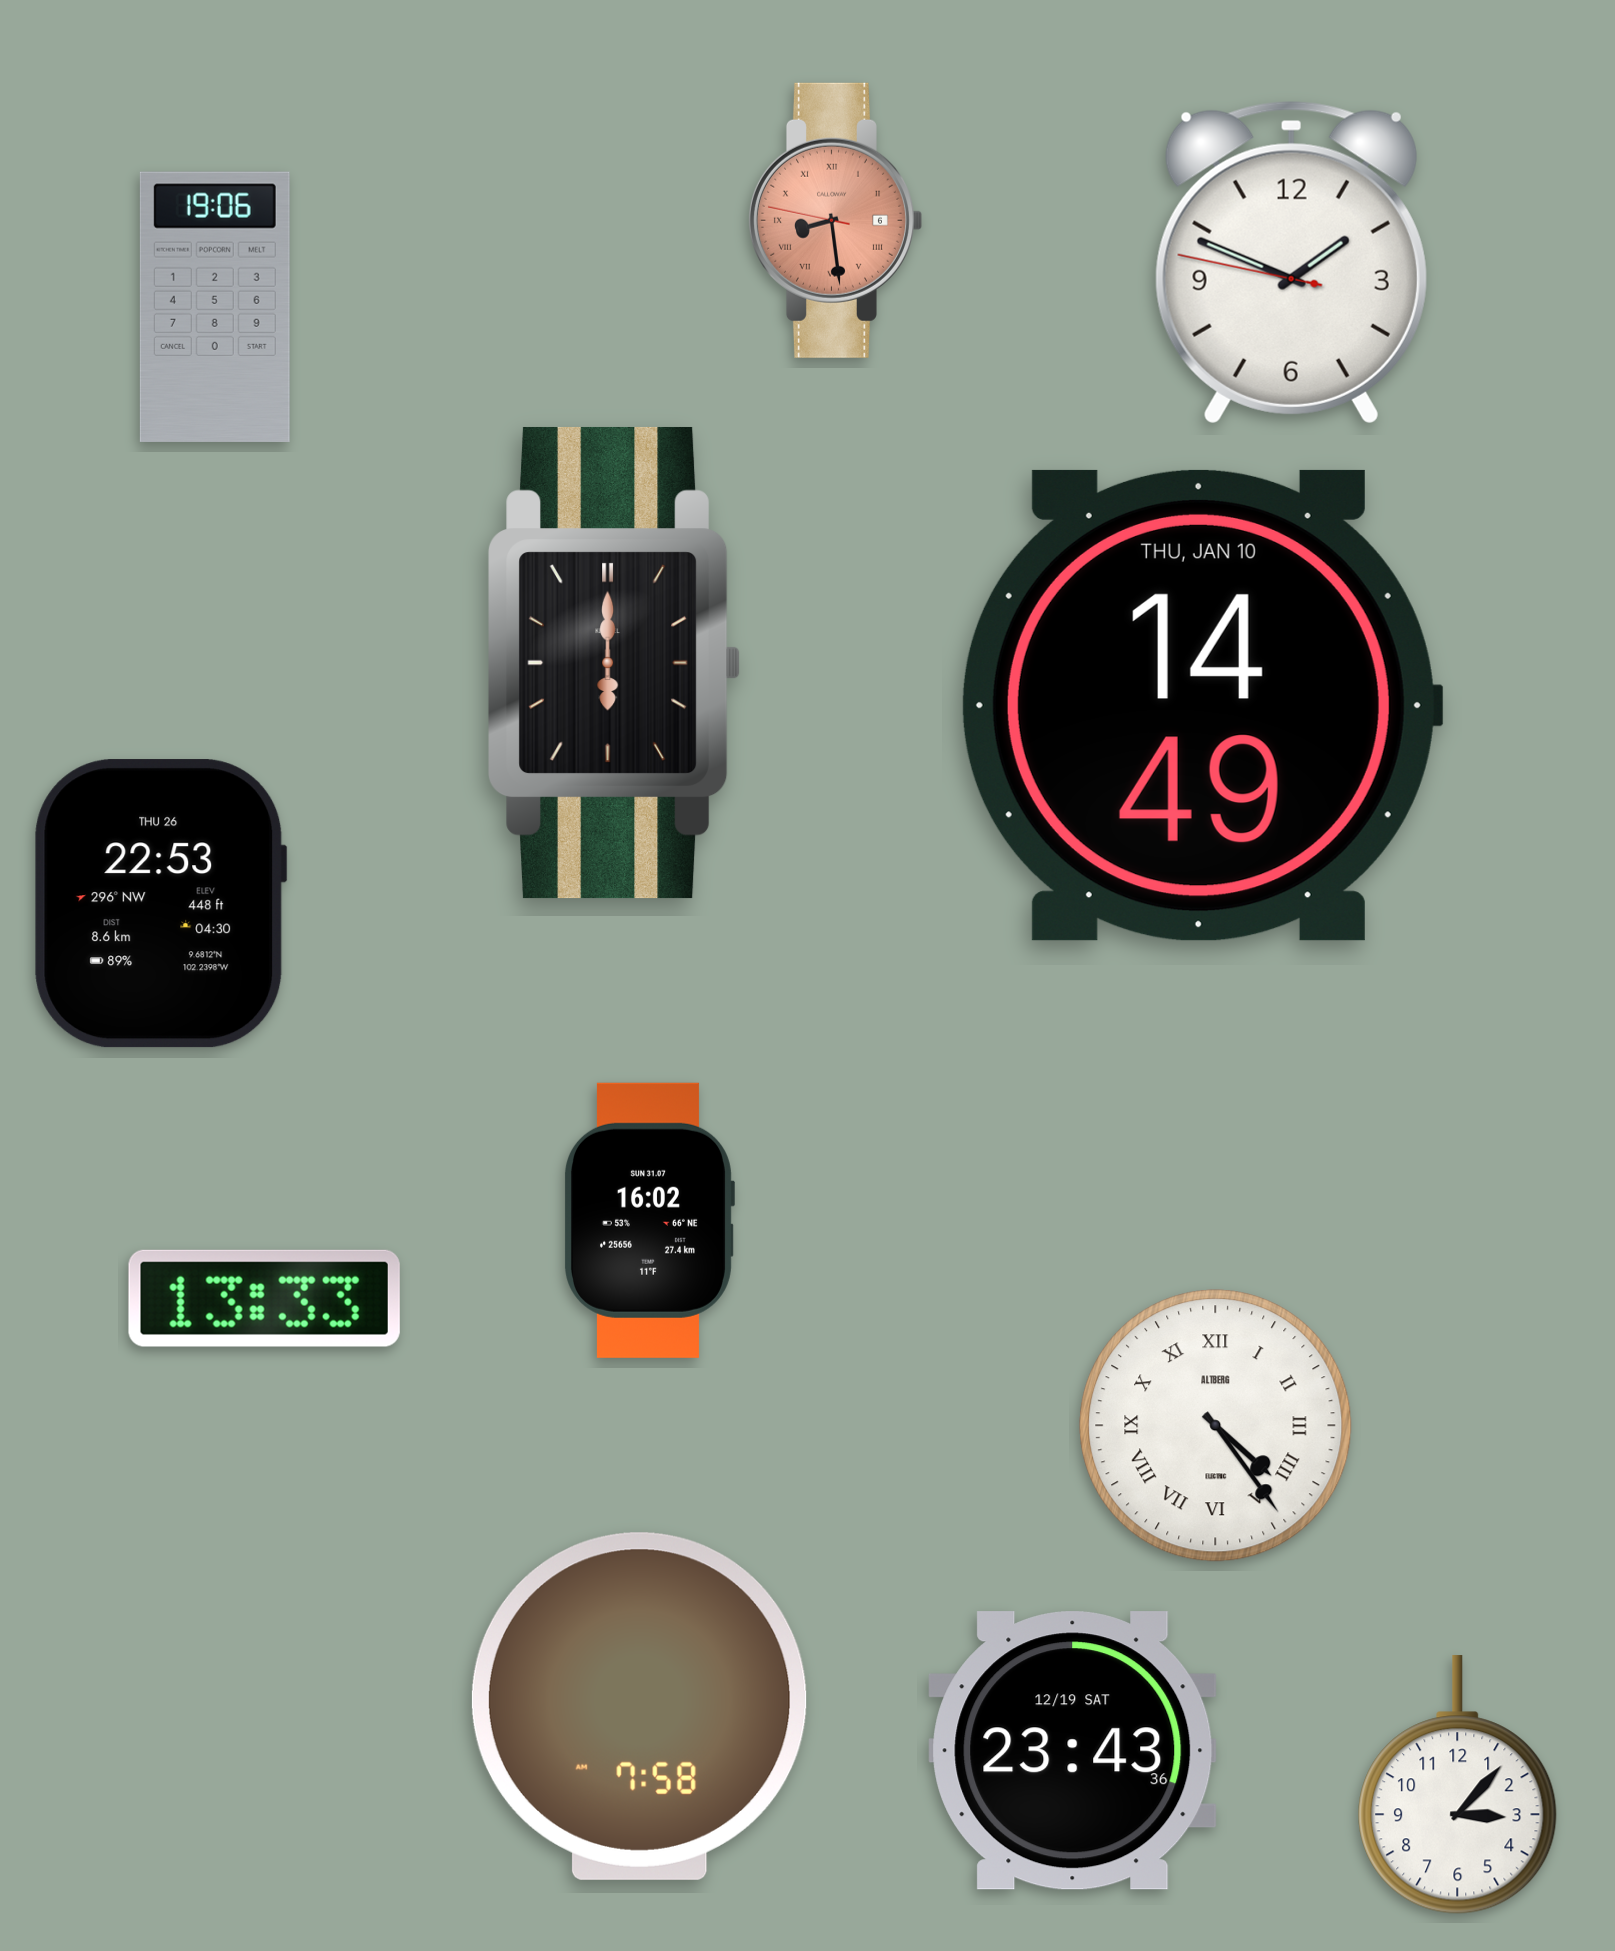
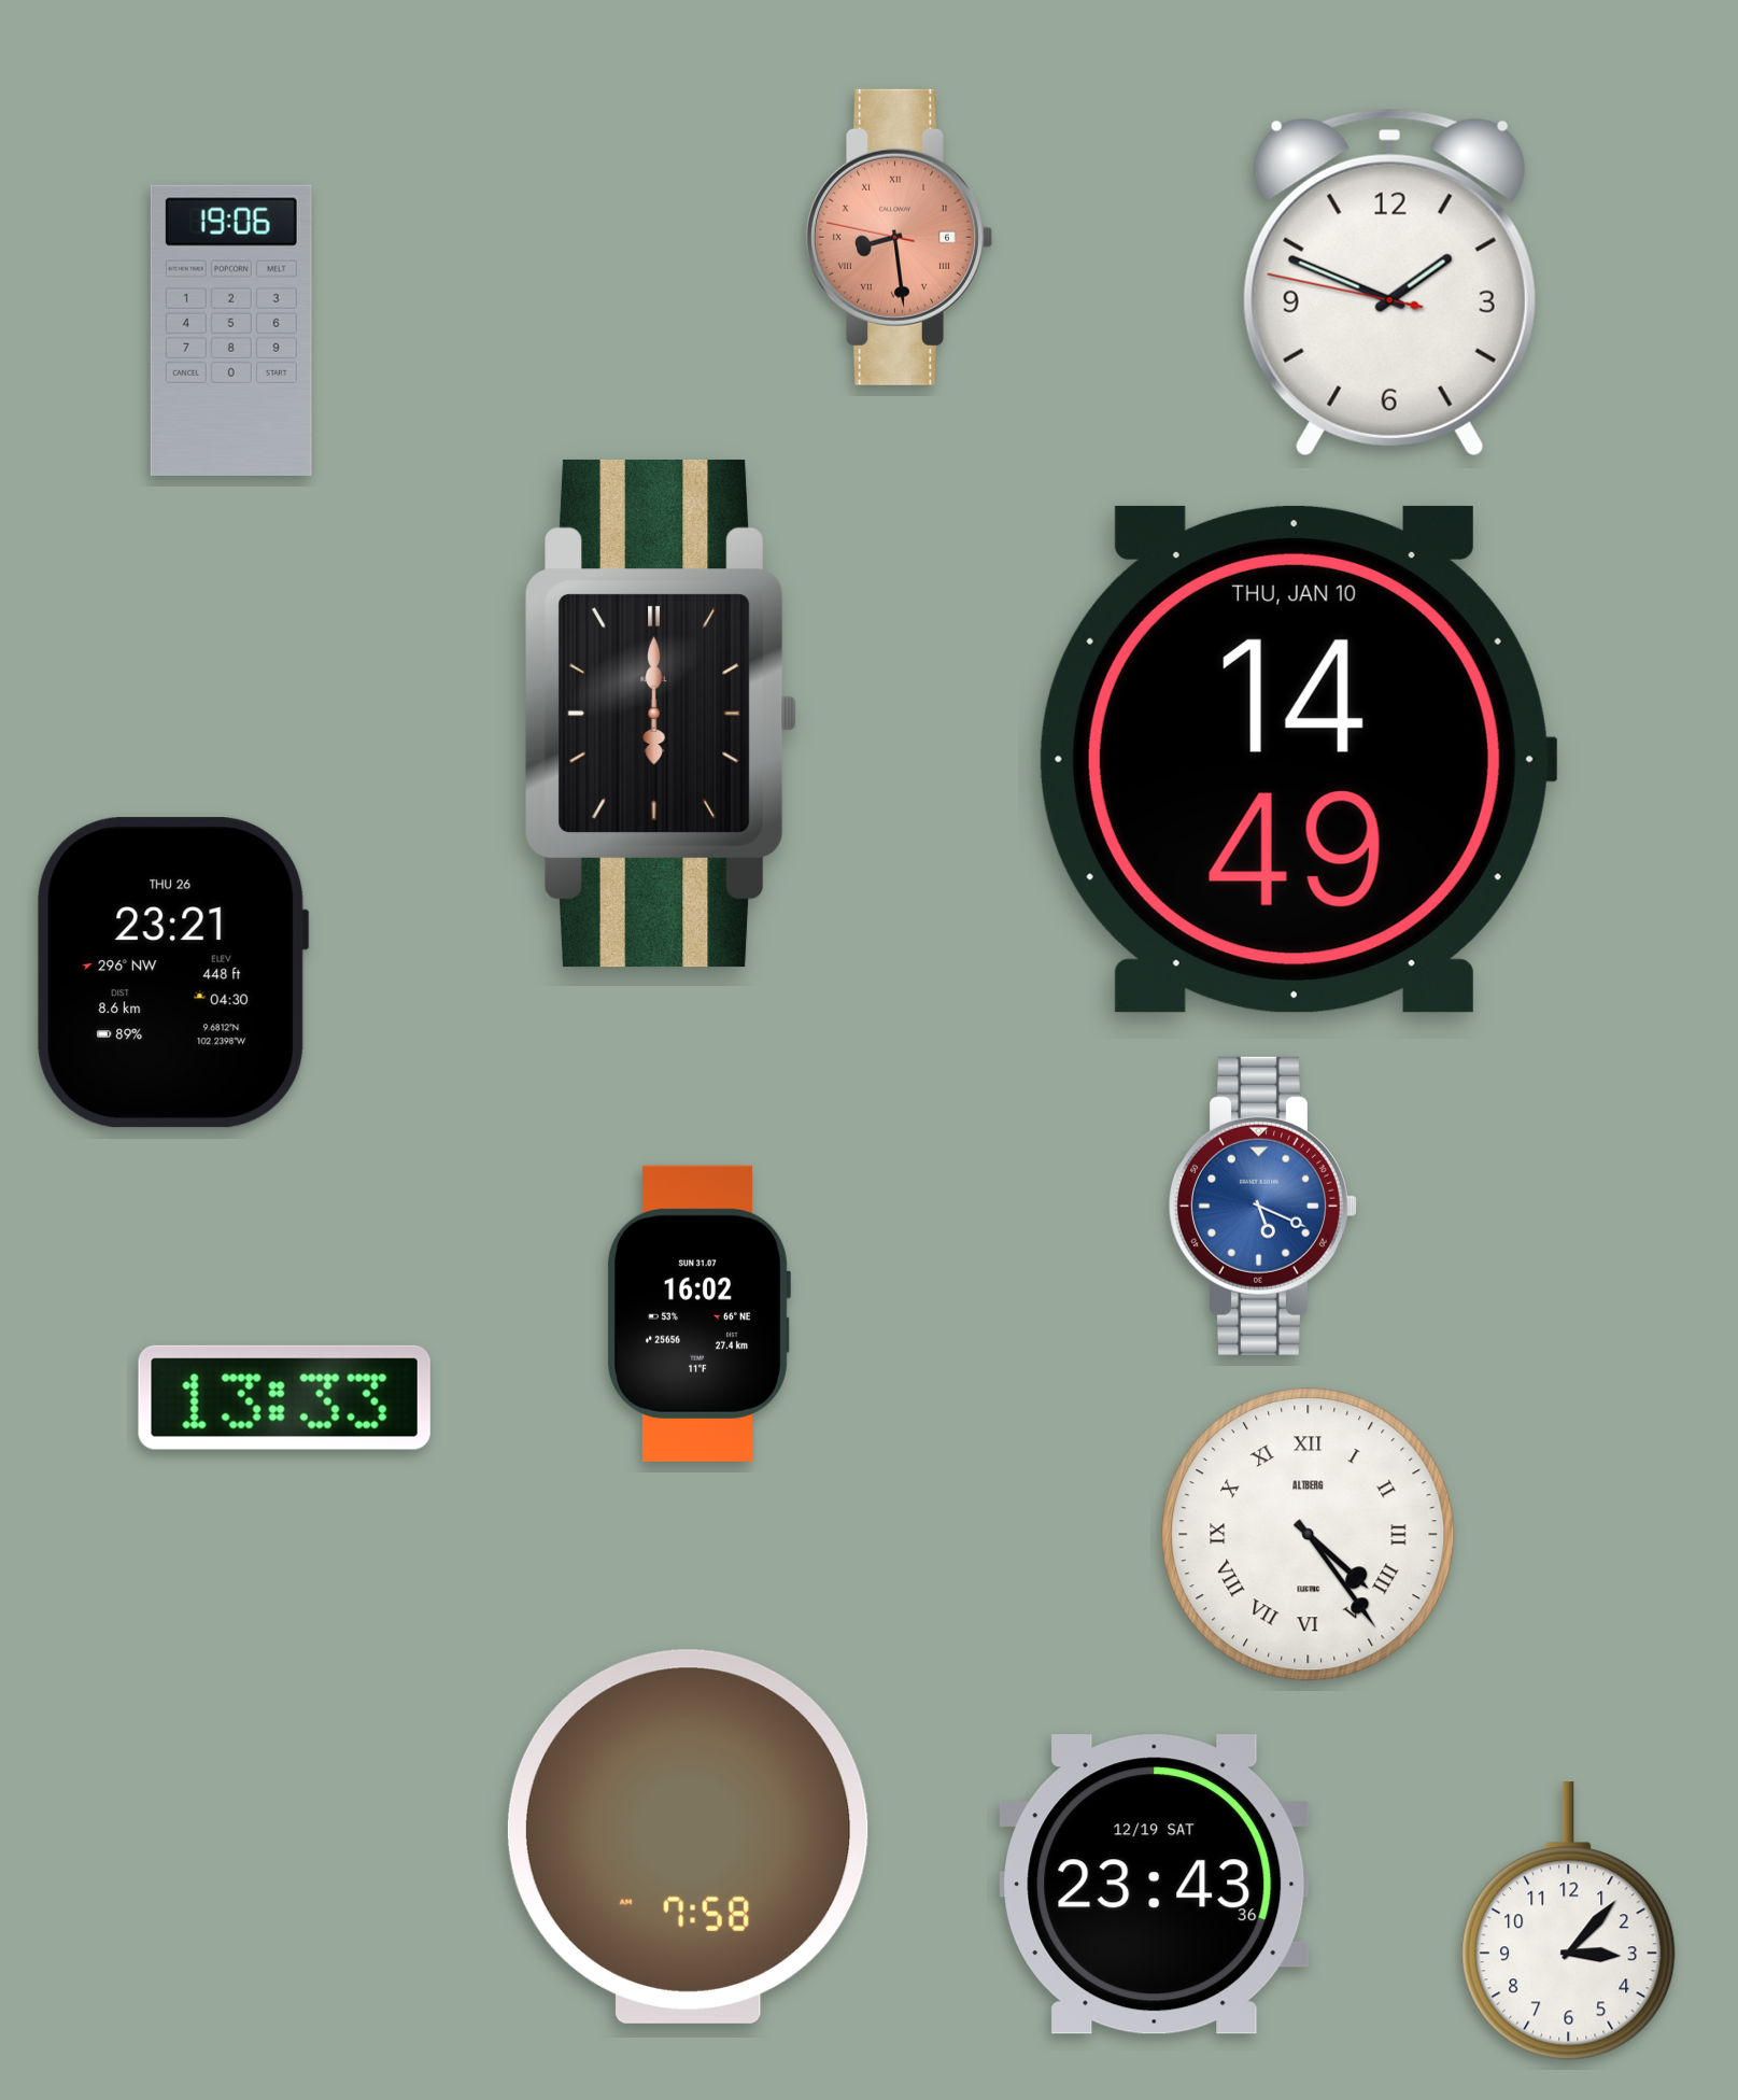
clock at (1202, 705) position: (1202, 705) -> (1298, 759)
clock at (160, 904): 22:53 -> 23:21
clock at (1262, 1206): none -> 5:19
